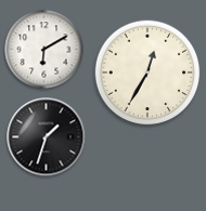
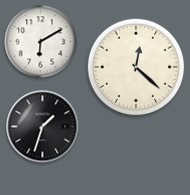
clock at (44, 50) position: (44, 50) -> (41, 42)
clock at (147, 72): 12:35 -> 12:22
